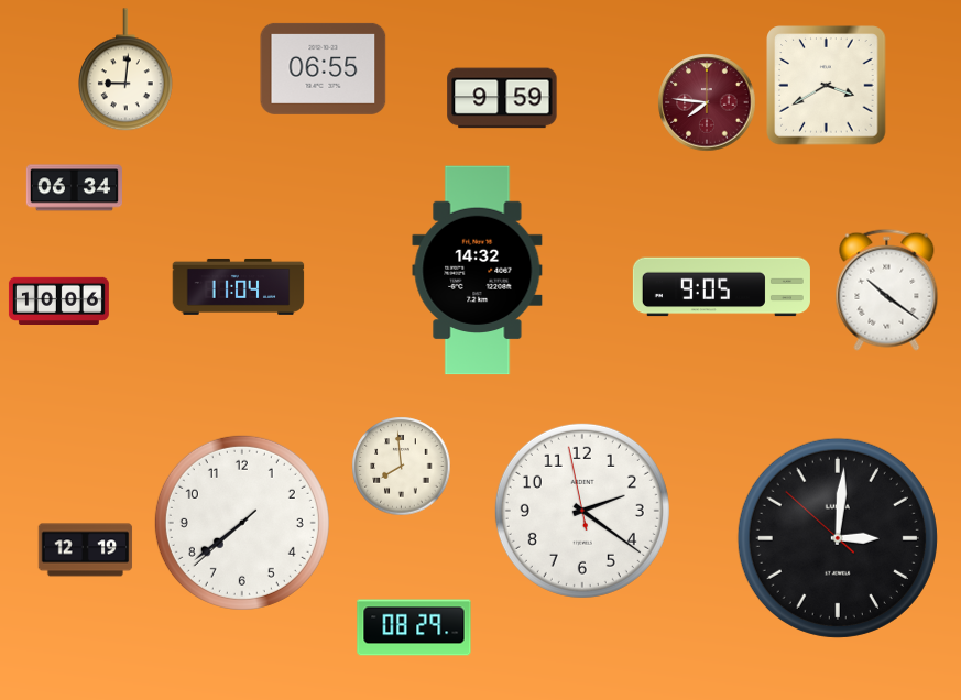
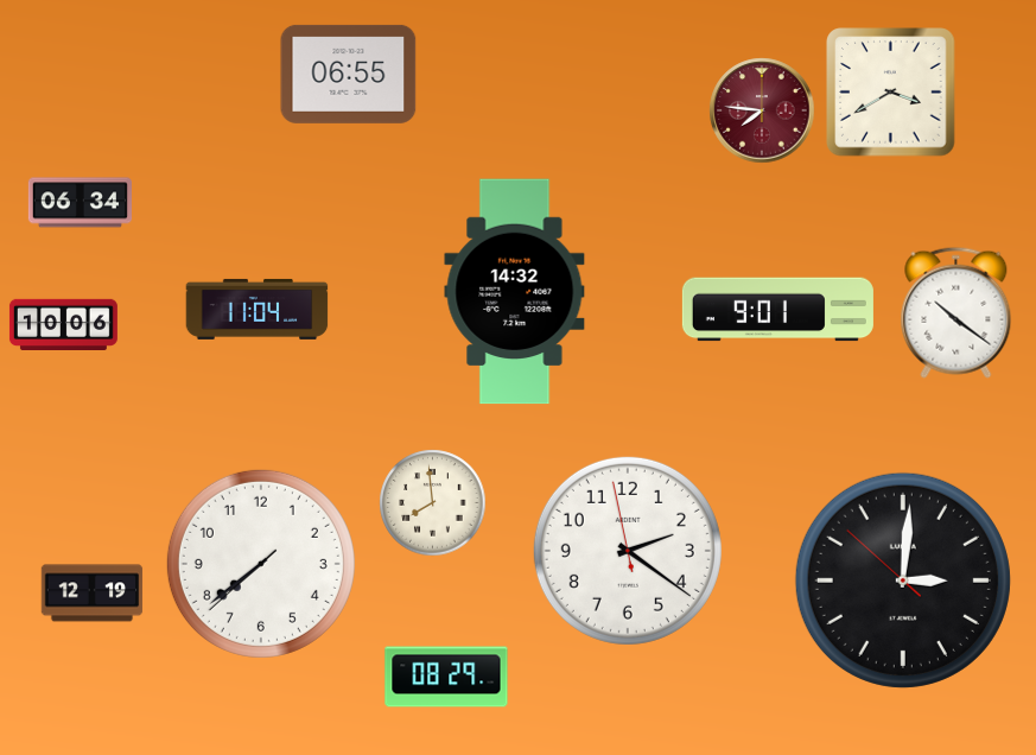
clock at (127, 70): 9:01 -> none
clock at (502, 98): 9:59 -> none
clock at (721, 287): 9:05 -> 9:01
